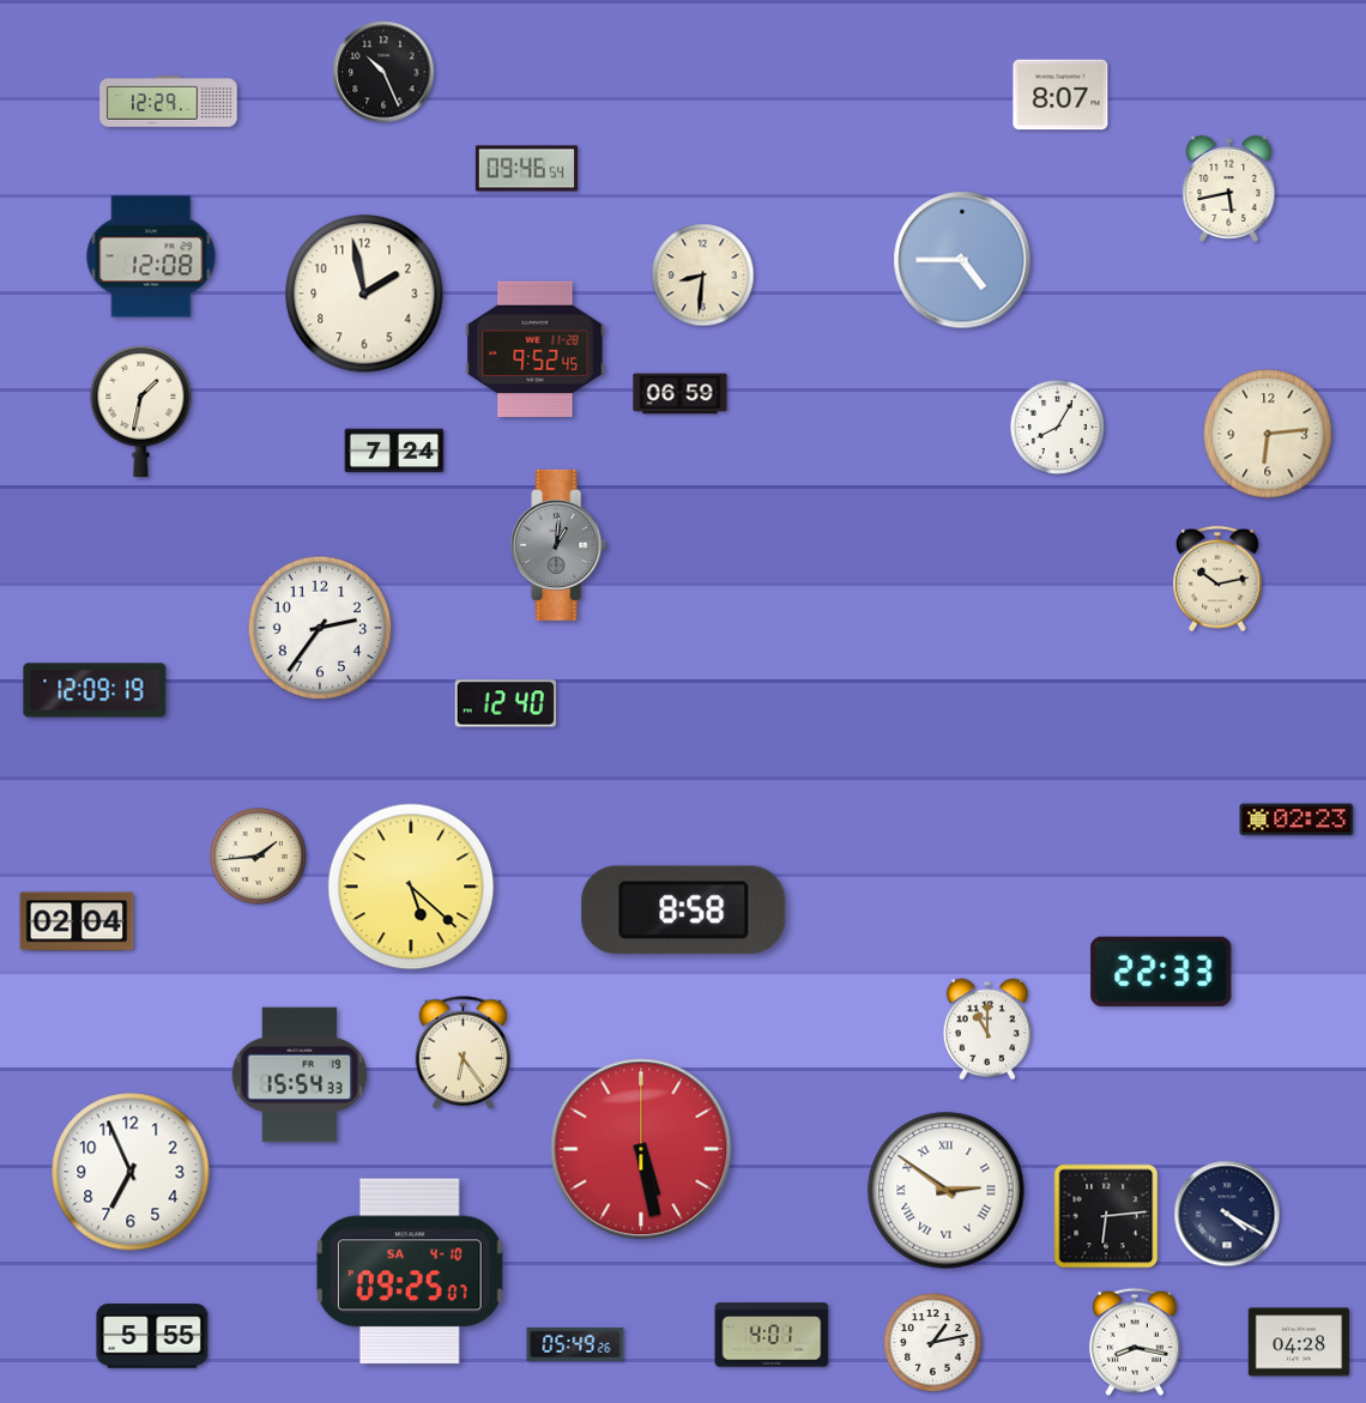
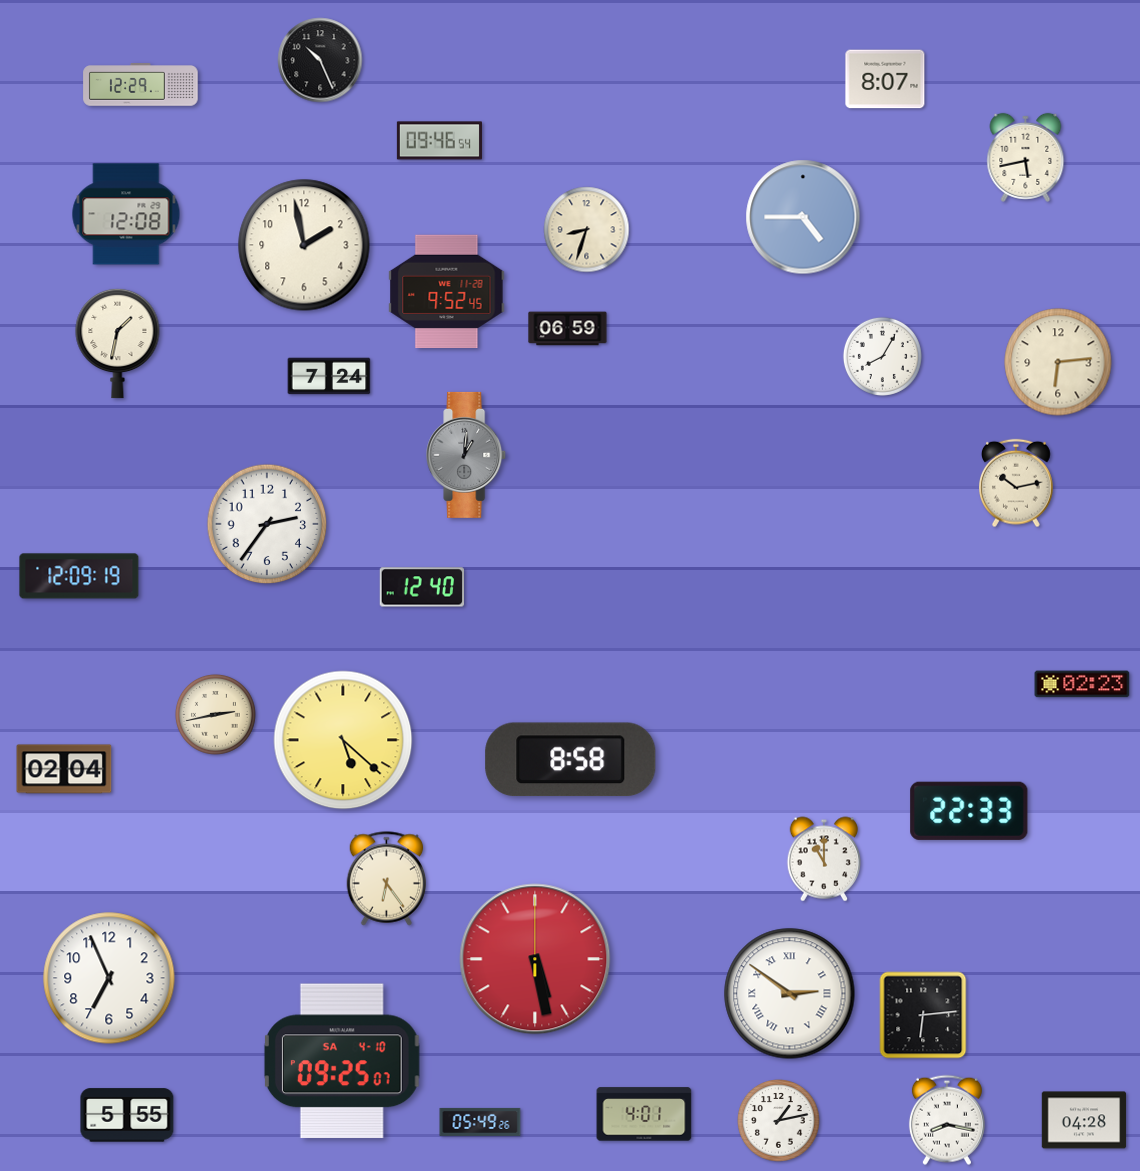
clock at (703, 276): 8:31 -> 8:33
clock at (258, 855): 1:44 -> 2:43
clock at (300, 1075): 15:54 -> none
clock at (1227, 1214): 4:20 -> none
